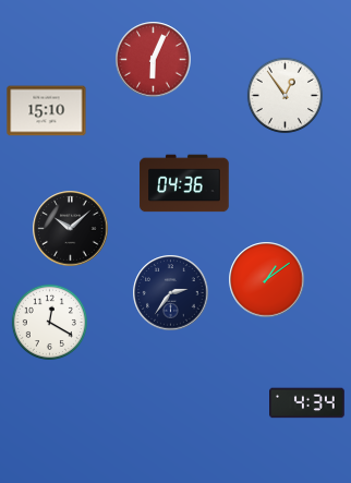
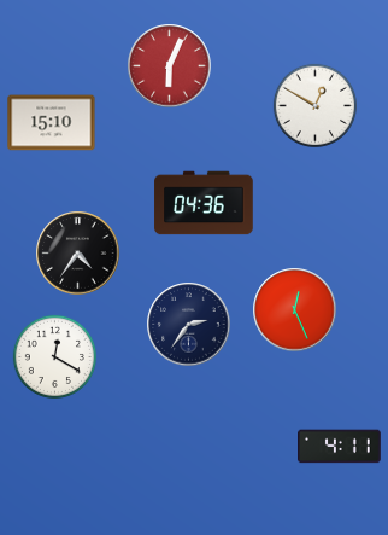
clock at (285, 95): 12:54 -> 12:50
clock at (71, 229): 10:08 -> 4:36
clock at (267, 280): 1:09 -> 12:26
clock at (307, 403): 4:34 -> 4:11
